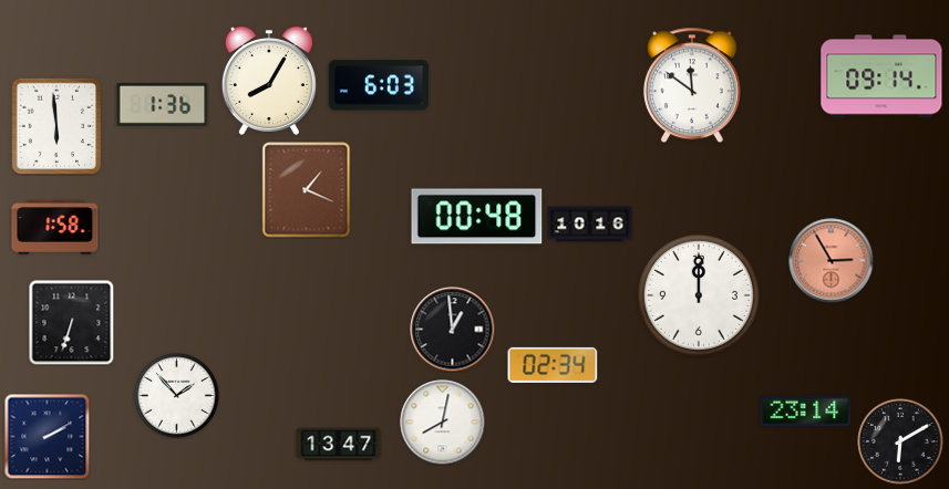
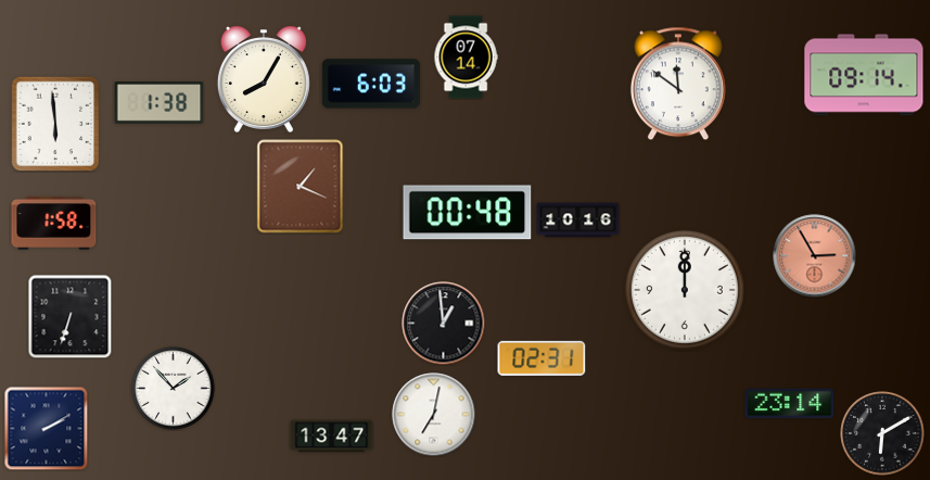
clock at (466, 58): none -> 07:14
clock at (163, 105): 1:36 -> 1:38
clock at (553, 365): 02:34 -> 02:31
clock at (443, 423): 8:02 -> 7:02
